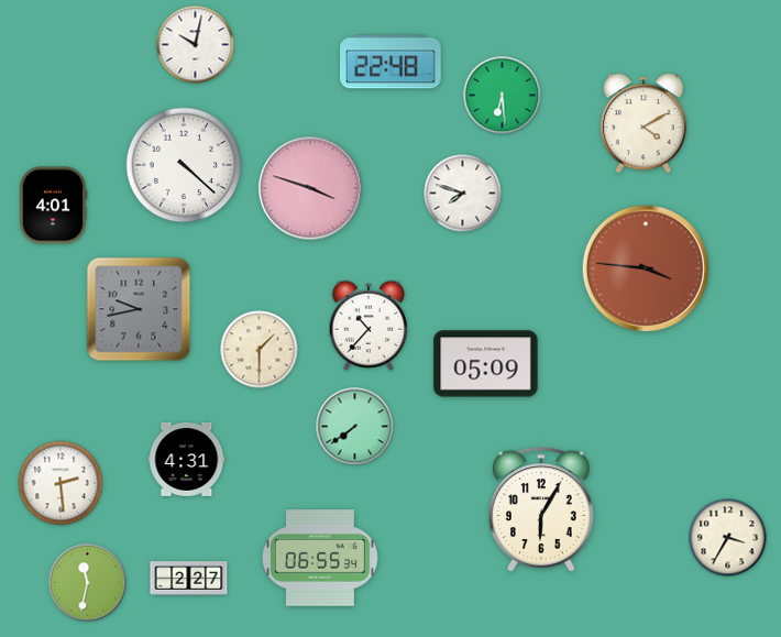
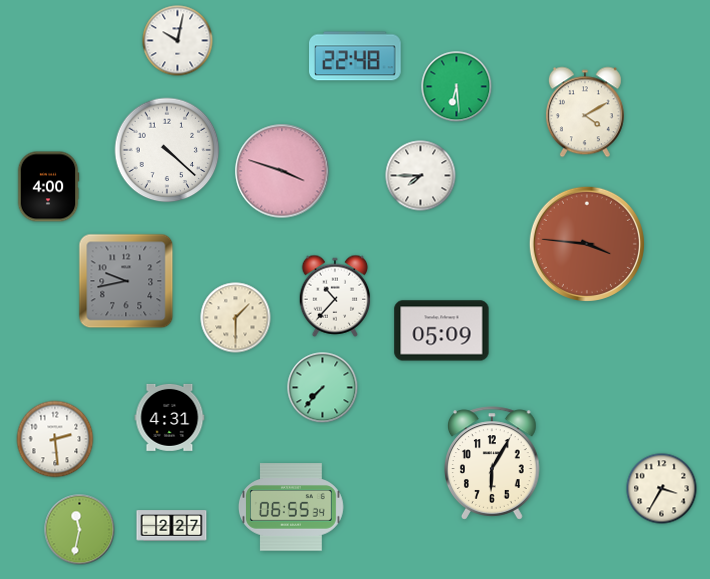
clock at (463, 194): 7:48 -> 7:45
clock at (53, 206): 4:01 -> 4:00
clock at (355, 427): 7:39 -> 7:37
